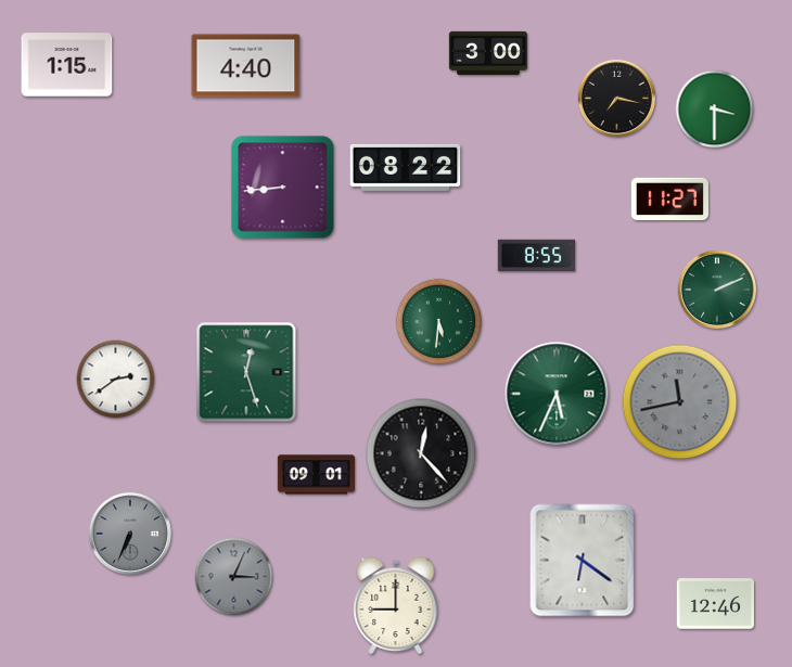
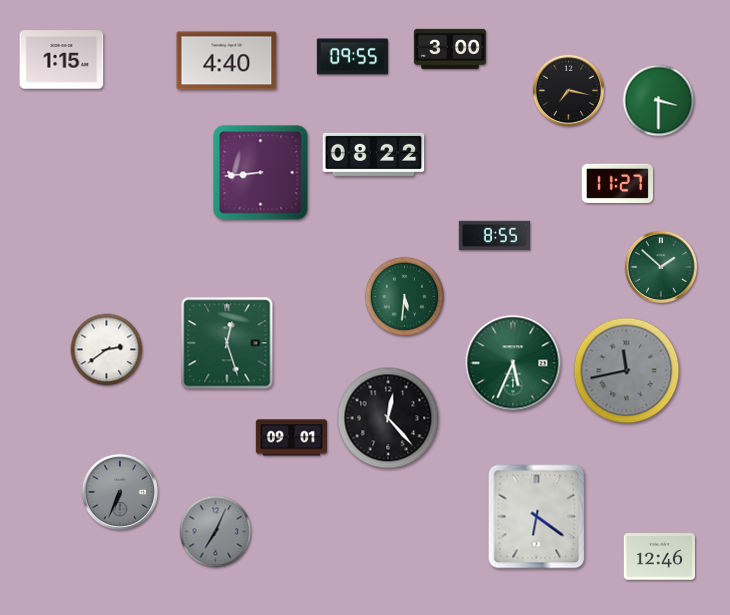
clock at (352, 57): none -> 09:55
clock at (716, 288): 2:11 -> 1:52
clock at (234, 577): 3:04 -> 7:04
clock at (396, 606): 9:00 -> none
